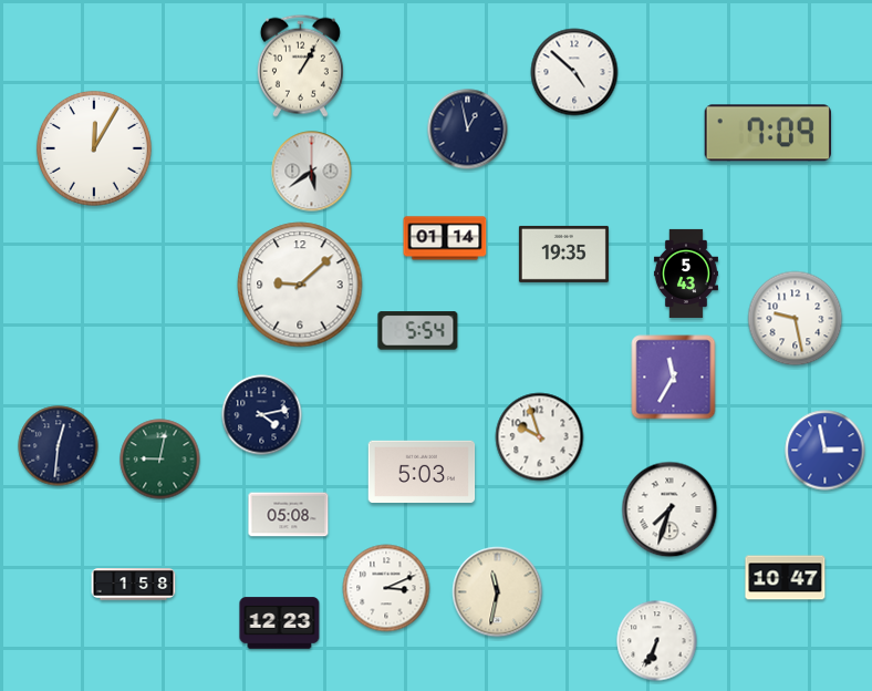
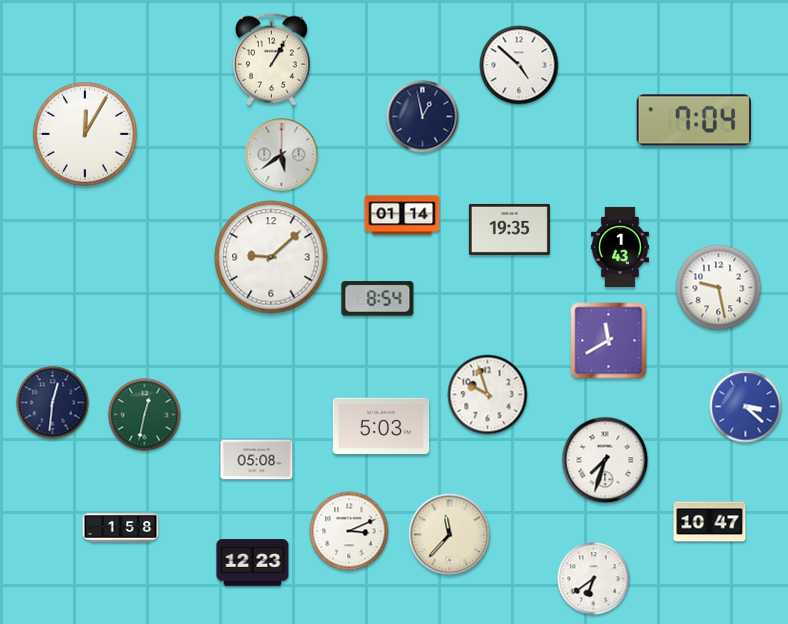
clock at (767, 133): 7:09 -> 7:04
clock at (686, 274): 5:43 -> 1:43
clock at (418, 331): 5:54 -> 8:54
clock at (674, 378): 11:35 -> 11:40
clock at (262, 415): 4:13 -> none
clock at (826, 451): 2:58 -> 3:22
clock at (160, 460): 9:02 -> 12:32
clock at (289, 515) position: (289, 515) -> (257, 460)
clock at (498, 592): 11:32 -> 11:37
clock at (657, 641): 6:34 -> 6:39
